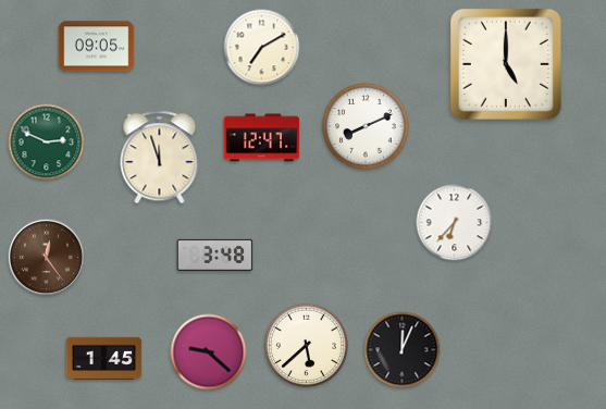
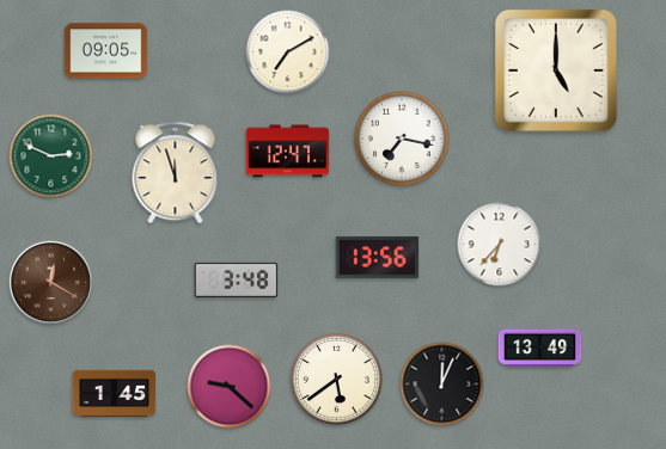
clock at (366, 126): 8:11 -> 7:17
clock at (378, 257): none -> 13:56
clock at (47, 258): 12:24 -> 12:20
clock at (540, 349): none -> 13:49
clock at (306, 345): 5:38 -> 5:39
